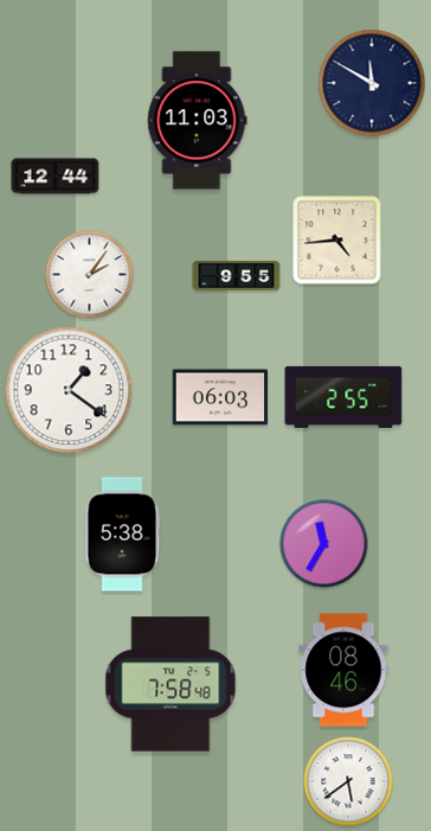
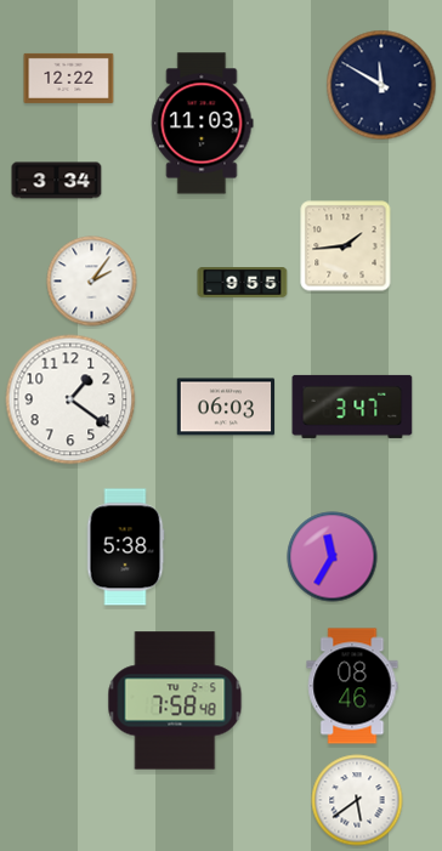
clock at (69, 78): none -> 12:22
clock at (56, 177): 12:44 -> 3:34
clock at (337, 241): 4:44 -> 1:44
clock at (343, 397): 2:55 -> 3:47
